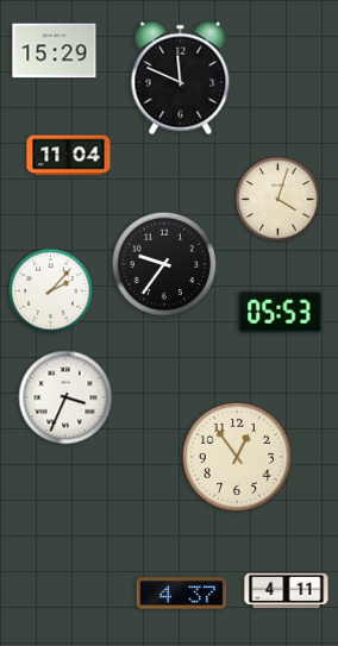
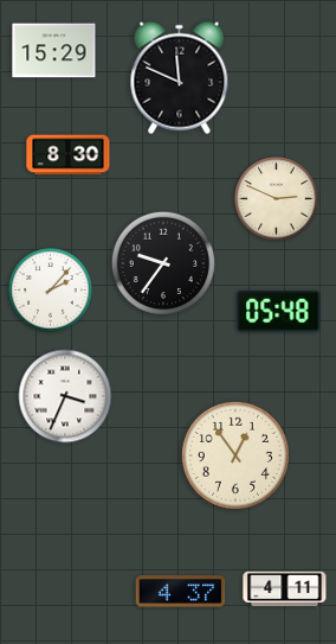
clock at (69, 156): 11:04 -> 8:30
clock at (278, 200): 4:03 -> 2:49
clock at (281, 312): 05:53 -> 05:48
